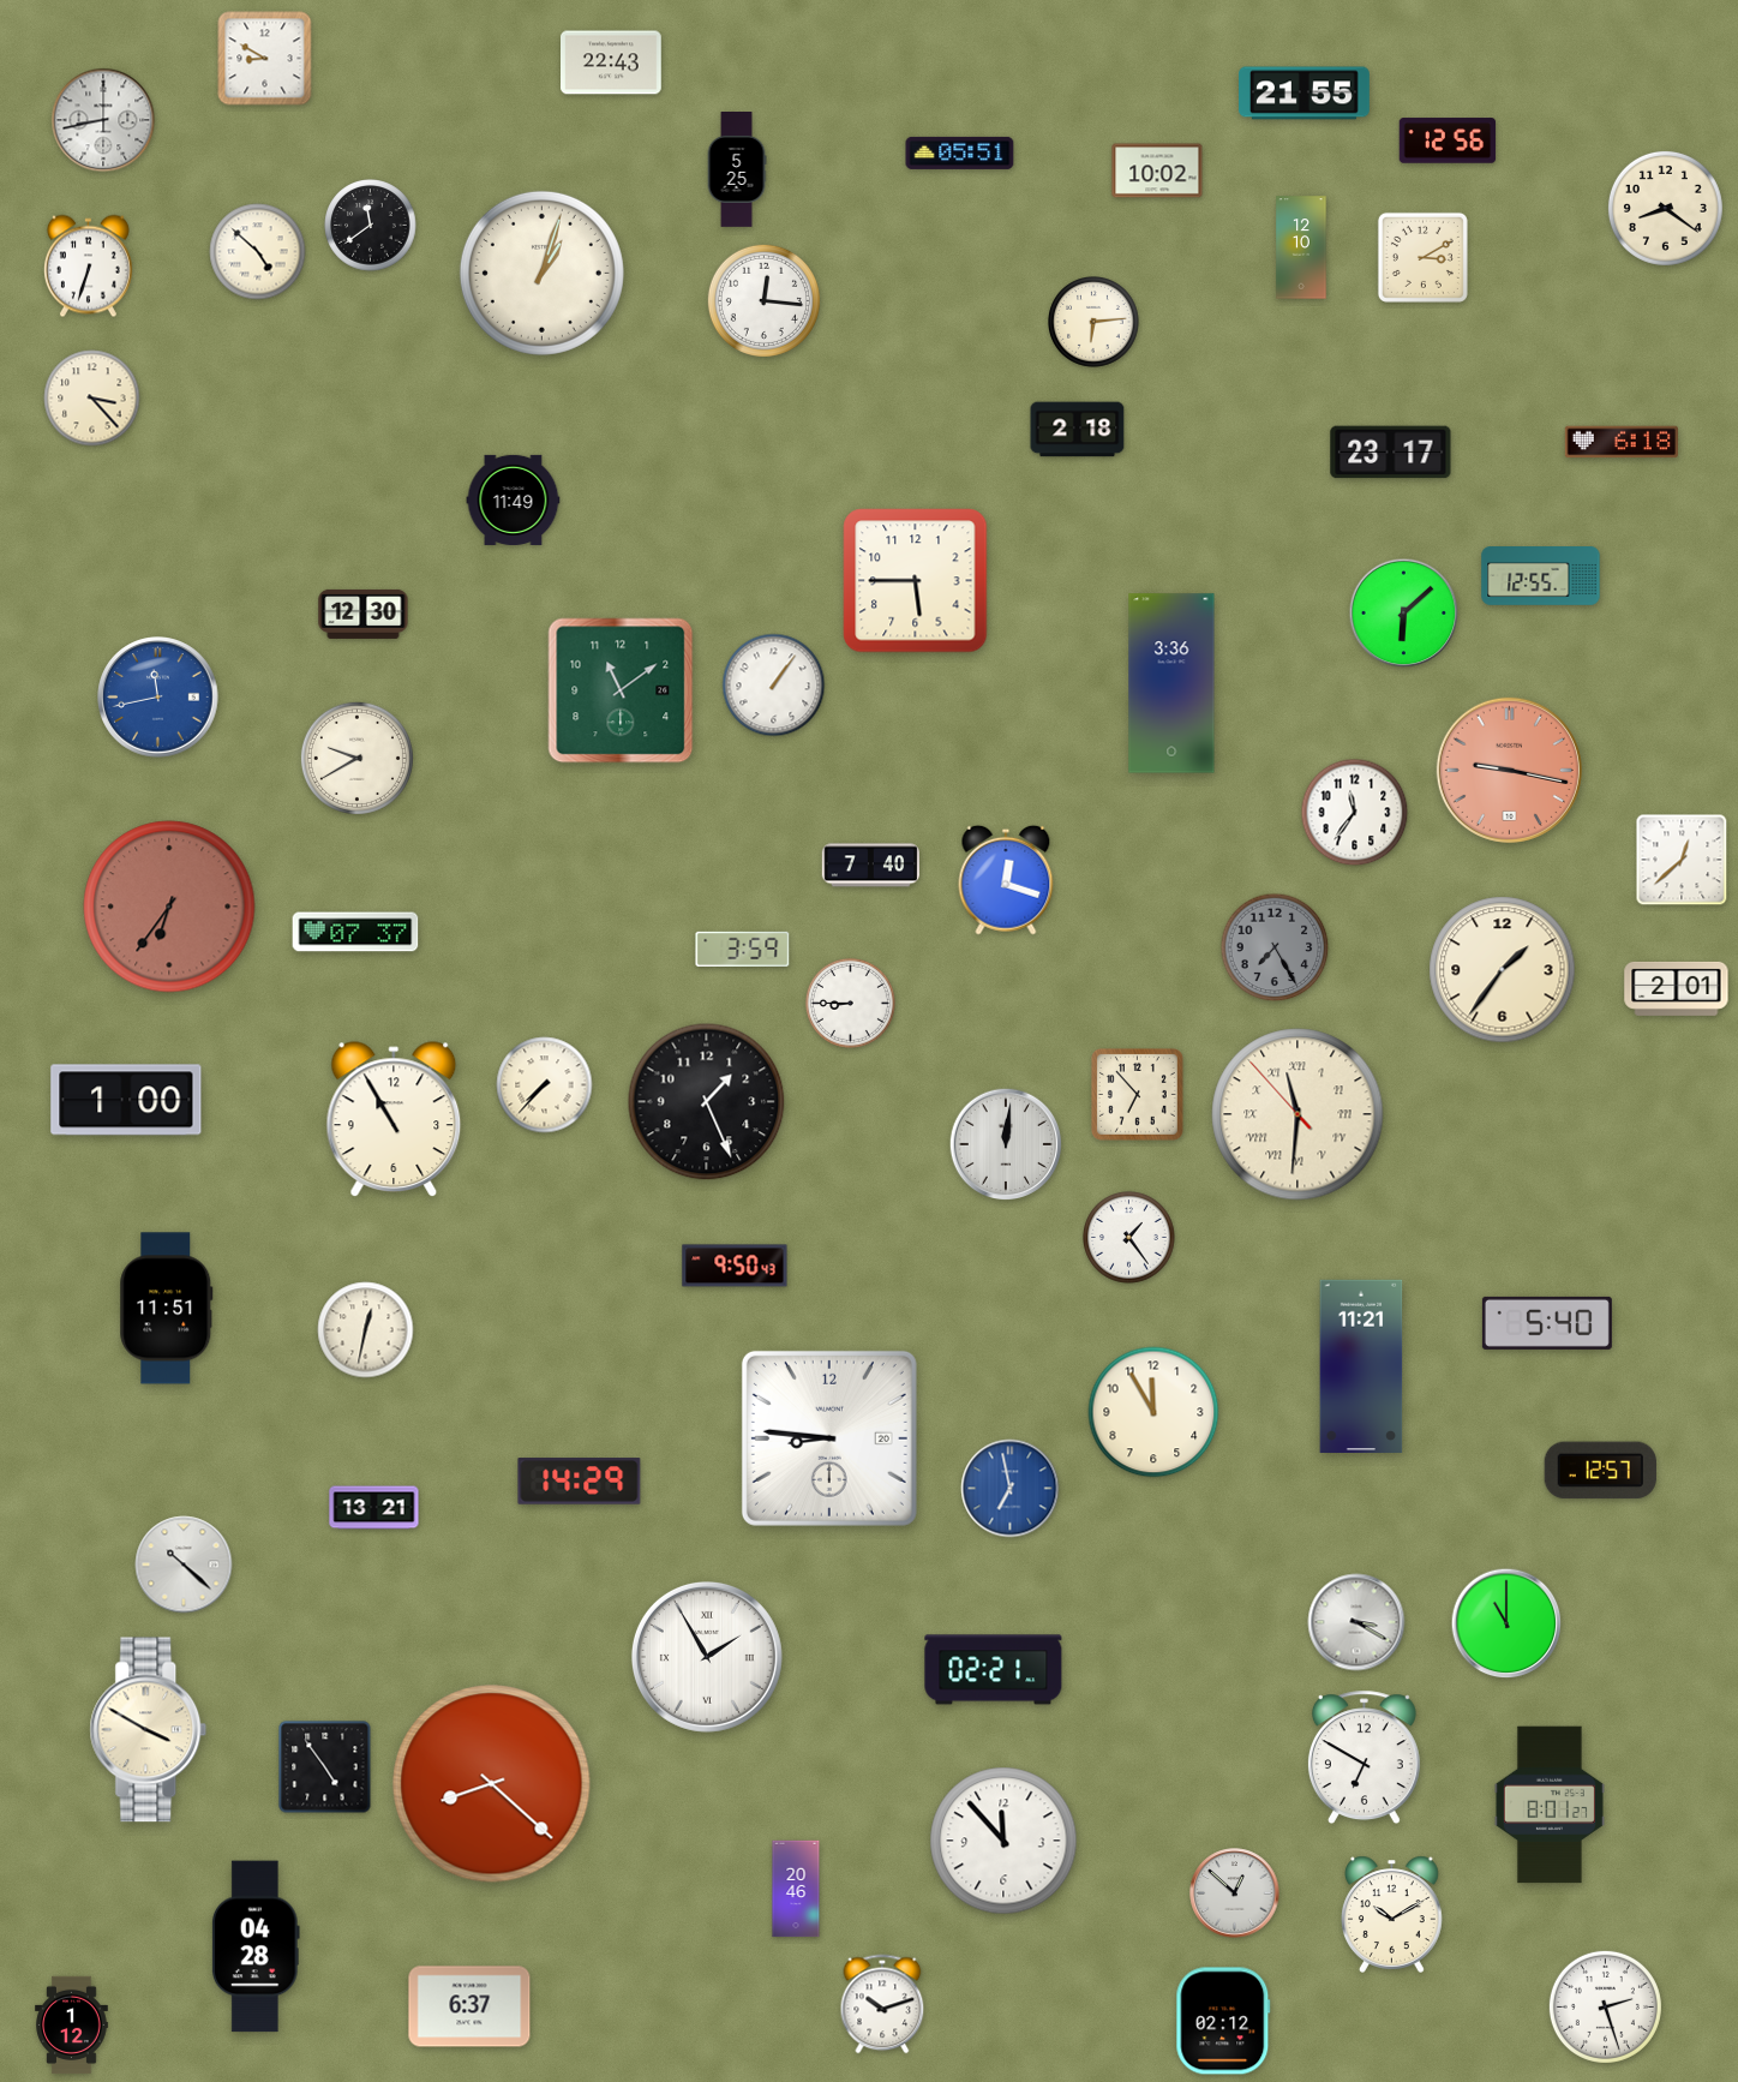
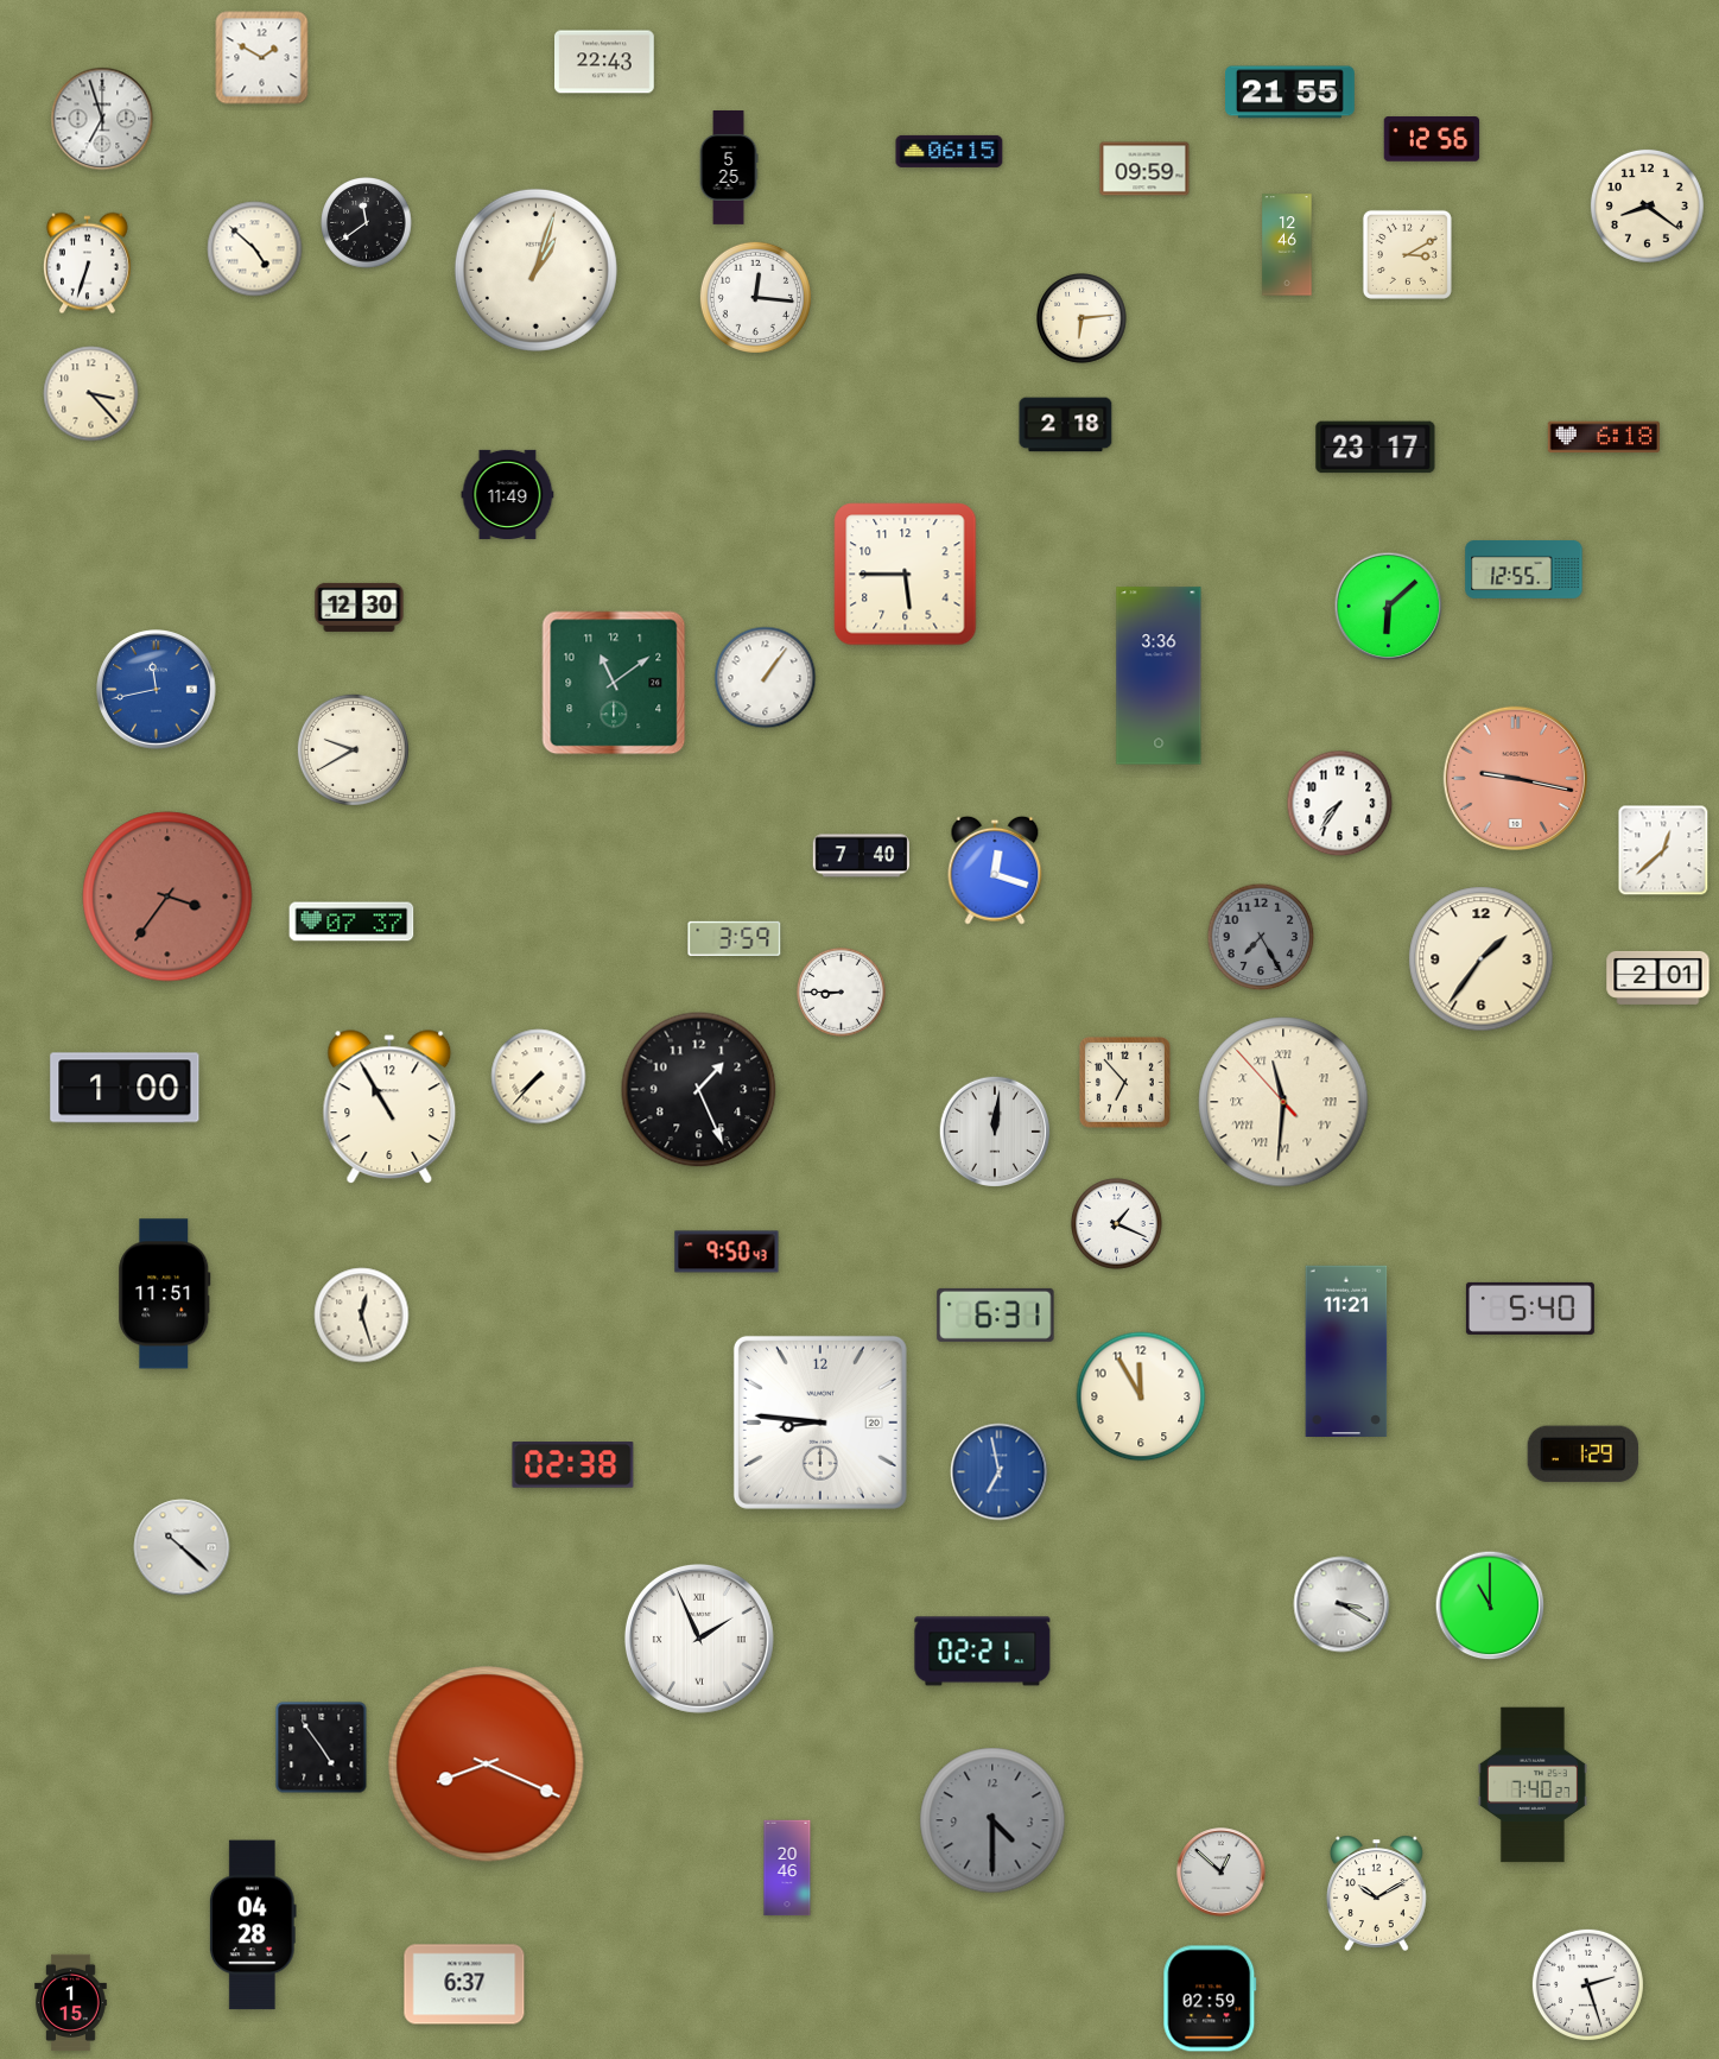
clock at (265, 59): 8:50 -> 1:50
clock at (103, 120): 8:43 -> 6:57
clock at (960, 152): 05:51 -> 06:15
clock at (1157, 170): 10:02 -> 09:59
clock at (1301, 247): 12:10 -> 12:46
clock at (1509, 770) position: (1509, 770) -> (1515, 778)
clock at (1355, 813): 11:36 -> 7:36
clock at (169, 907): 6:36 -> 3:36
clock at (1503, 970) position: (1503, 970) -> (1482, 959)
clock at (545, 1085) position: (545, 1085) -> (539, 1077)
clock at (1129, 1238): 1:24 -> 1:19
clock at (996, 1314): none -> 6:31
clock at (366, 1330): 12:32 -> 12:27
clock at (1600, 1471): 12:57 -> 1:29
clock at (580, 1482): 14:29 -> 02:38
clock at (374, 1508): 13:21 -> none
clock at (707, 1657): 1:55 -> 1:56
clock at (149, 1730): 3:50 -> none
clock at (1364, 1758): 6:50 -> none
clock at (492, 1784): 8:22 -> 8:19
clock at (1550, 1805): 8:01 -> 7:40
clock at (1003, 1841): 11:53 -> 4:30
clock at (1003, 1841) dial: white -> grey
clock at (882, 2004): 10:12 -> none
clock at (1223, 2021): 02:12 -> 02:59
clock at (72, 2026): 1:12 -> 1:15
